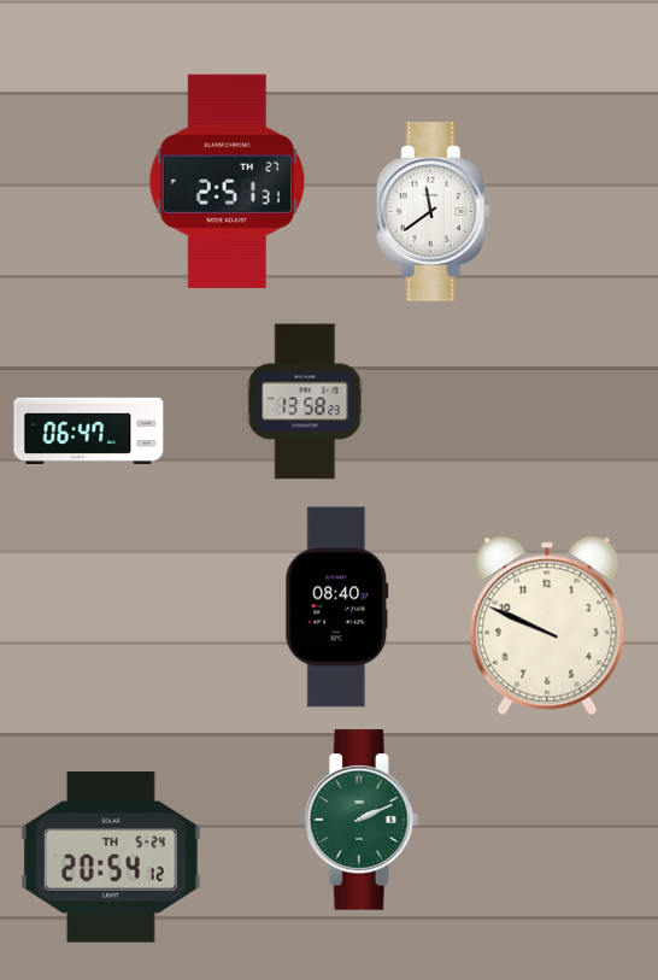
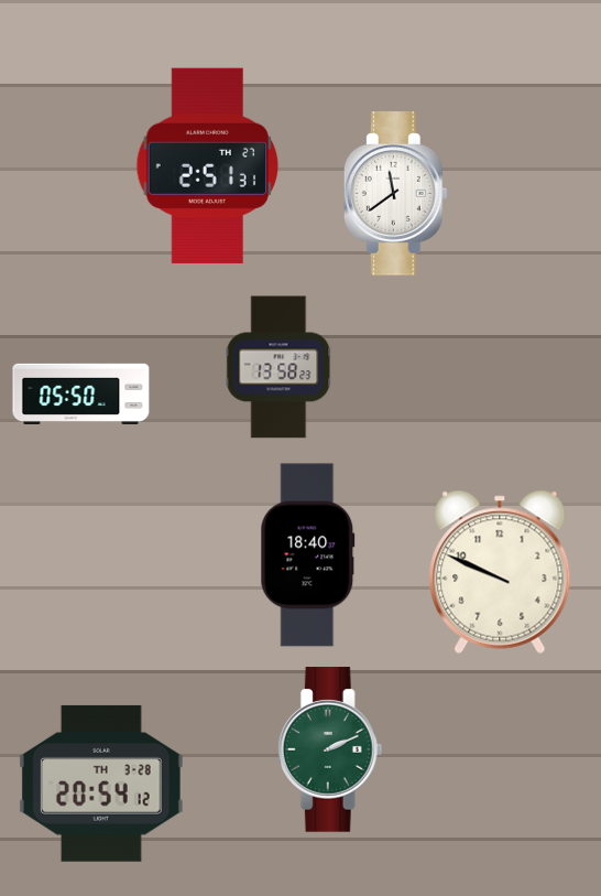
clock at (89, 430): 06:47 -> 05:50
clock at (337, 608): 08:40 -> 18:40
clock at (111, 857) date: TH 5-24 -> TH 3-28
